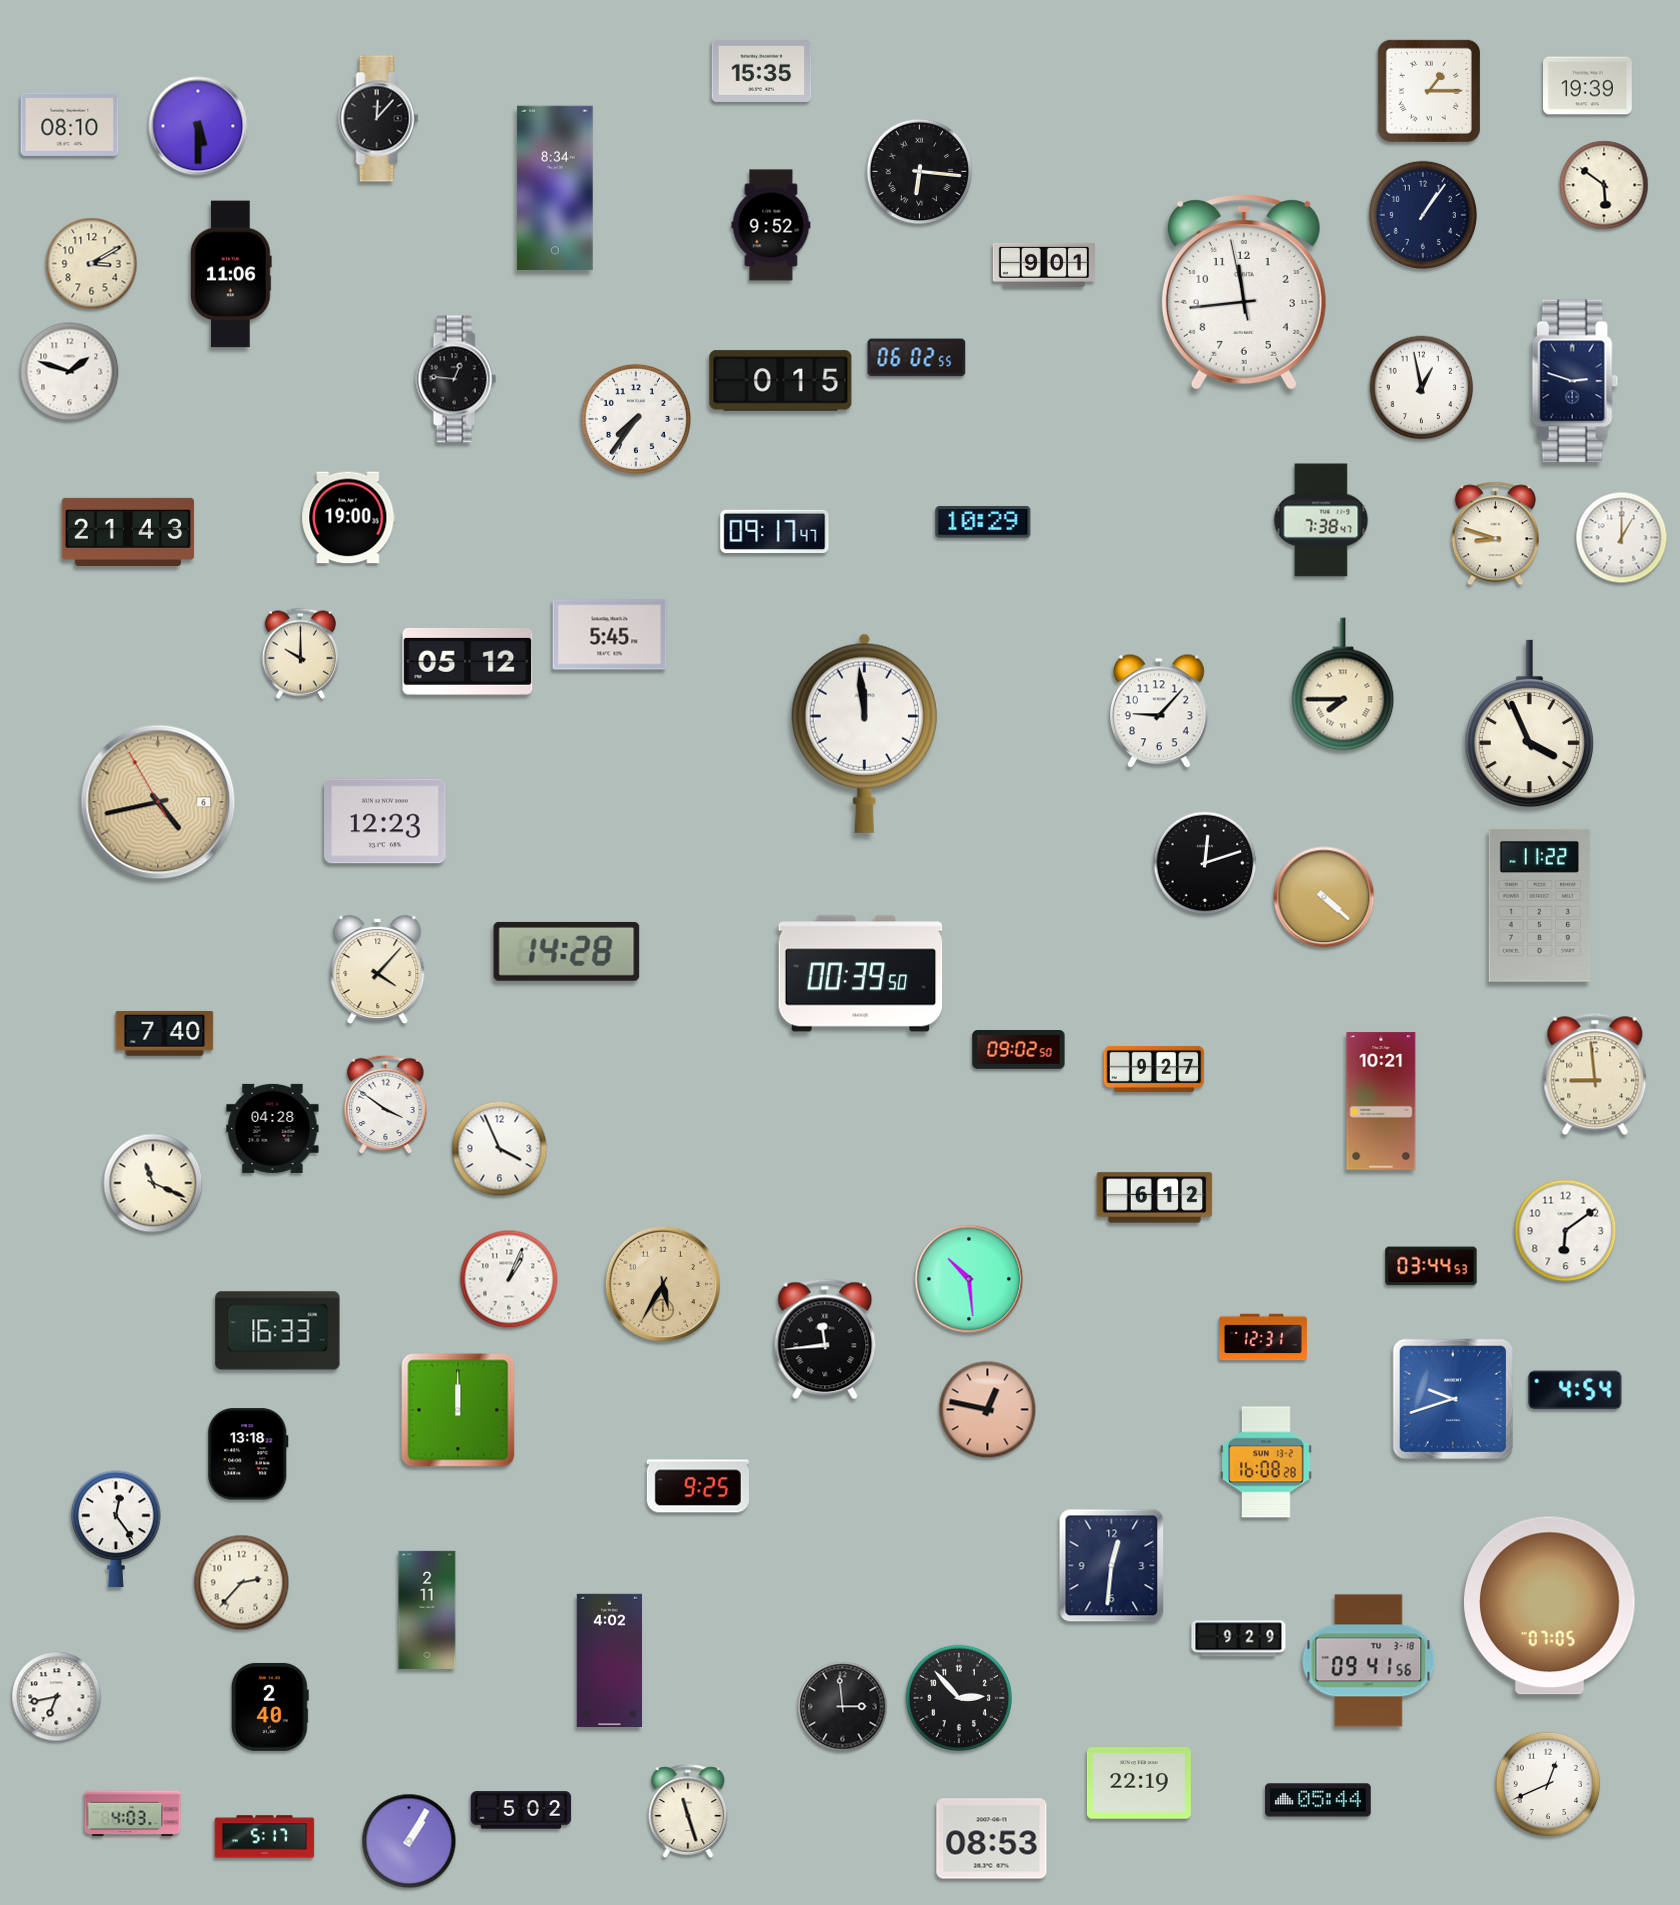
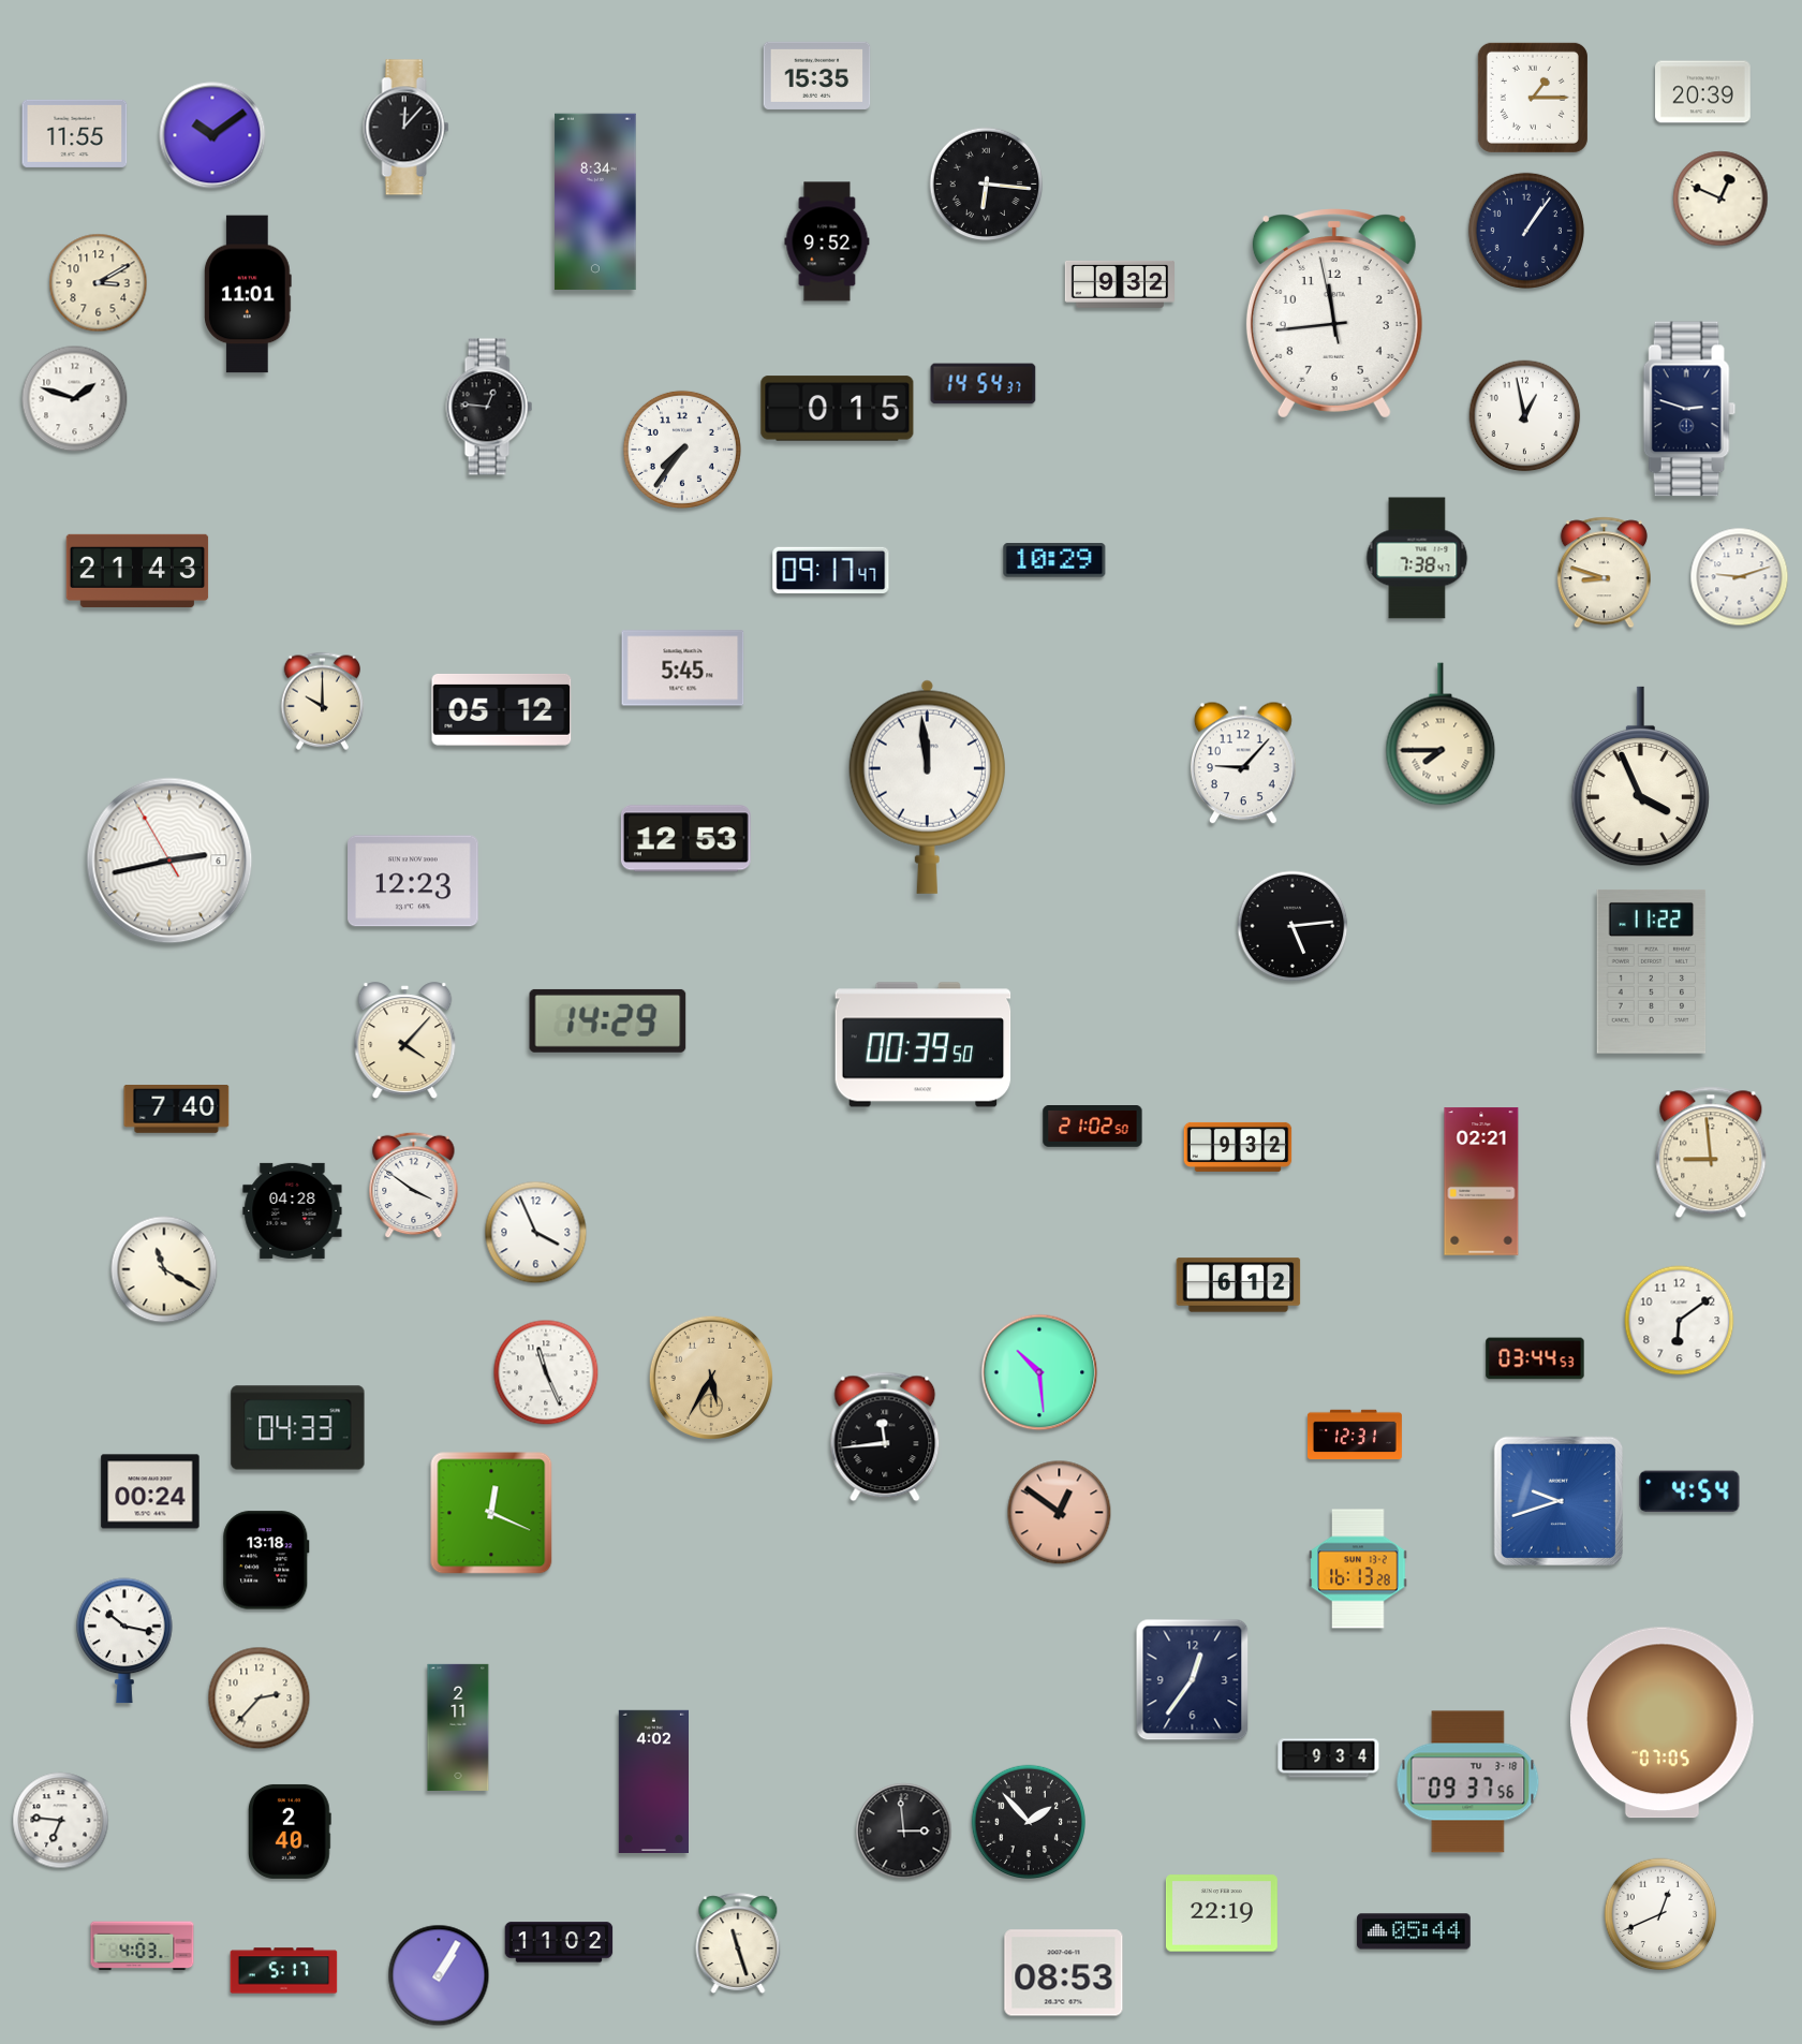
clock at (1588, 86): 19:39 -> 20:39
clock at (70, 124): 08:10 -> 11:55
clock at (198, 126): 5:30 -> 10:09
clock at (1604, 185): 5:51 -> 12:49
clock at (1044, 265): 9:01 -> 9:32
clock at (232, 274): 11:06 -> 11:01
clock at (917, 358): 06:02 -> 14:54
clock at (349, 518): 19:00 -> none
clock at (1622, 538): 1:00 -> 9:12
clock at (610, 635) position: (610, 635) -> (683, 668)
clock at (685, 839): none -> 12:53
clock at (158, 802): 4:42 -> 2:42
clock at (158, 802) dial: champagne -> white
clock at (1205, 863): 12:12 -> 5:14
clock at (1324, 897): 4:22 -> none
clock at (567, 951): 14:28 -> 14:29
clock at (1019, 1050): 09:02 -> 21:02
clock at (1154, 1069): 9:27 -> 9:32
clock at (1381, 1101): 10:21 -> 02:21
clock at (153, 1183): 11:19 -> 11:20
clock at (509, 1279): 1:04 -> 11:26
clock at (278, 1331): 16:33 -> 04:33
clock at (150, 1491): none -> 00:24
clock at (458, 1410): 12:00 -> 12:19
clock at (988, 1410): 12:47 -> 12:51
clock at (1266, 1462): 16:08 -> 16:13
clock at (698, 1486): 9:25 -> none
clock at (116, 1529): 12:24 -> 10:17
clock at (1112, 1566): 12:31 -> 12:36
clock at (1239, 1639): 9:29 -> 9:34
clock at (1369, 1661): 09:41 -> 09:37
clock at (57, 1697): 6:43 -> 6:46
clock at (959, 1698): 2:53 -> 1:53
clock at (521, 1810): 5:02 -> 11:02
